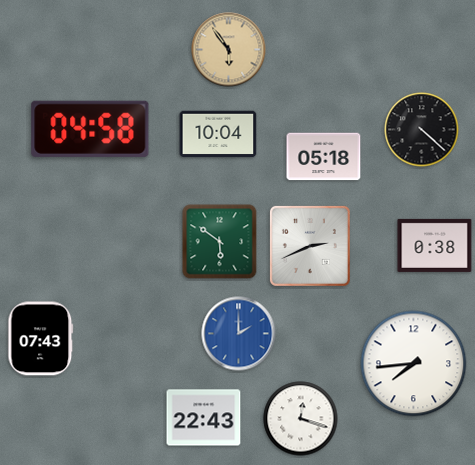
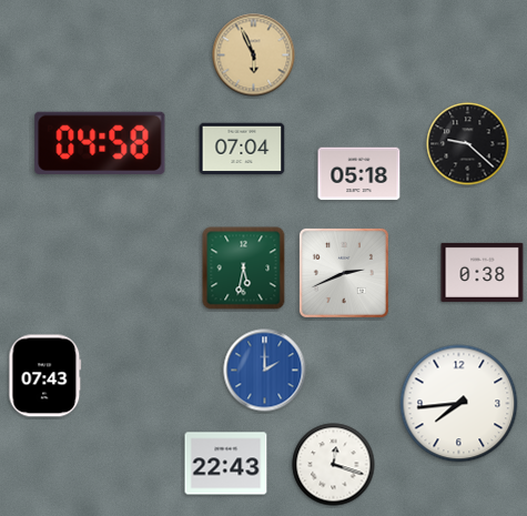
clock at (229, 50): 5:54 -> 5:56
clock at (422, 130): 4:22 -> 9:22
clock at (218, 134): 10:04 -> 07:04
clock at (220, 242): 5:51 -> 5:32
